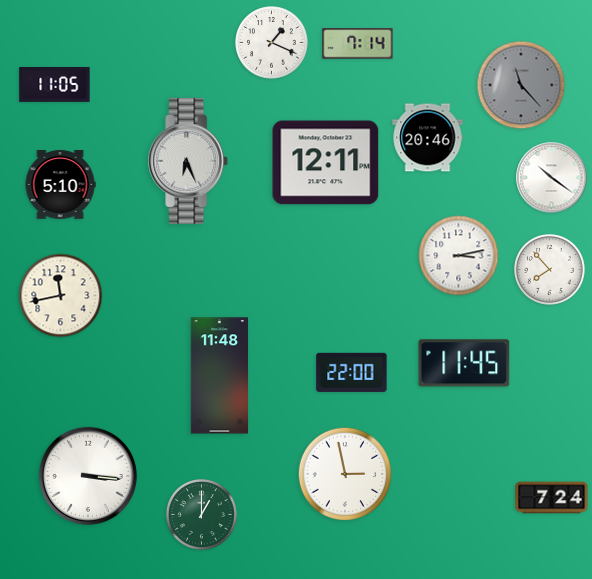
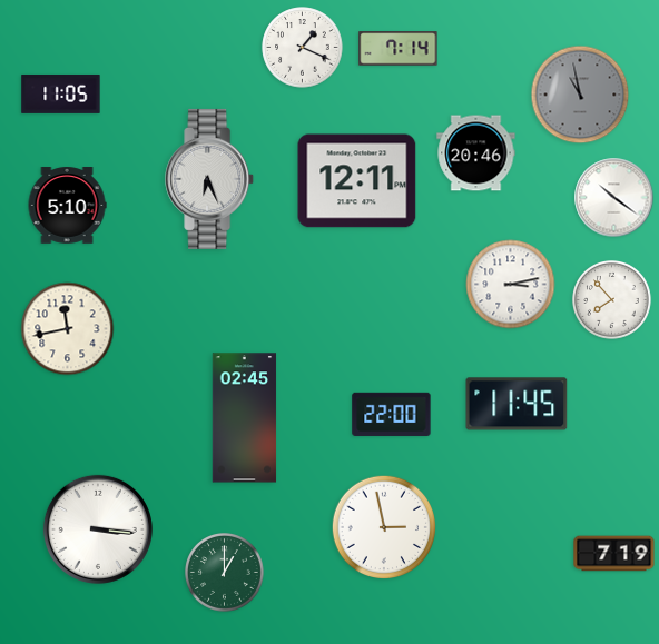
clock at (521, 85): 11:23 -> 10:58
clock at (326, 163) position: (326, 163) -> (357, 181)
clock at (220, 376): 11:48 -> 02:45
clock at (552, 498): 7:24 -> 7:19
